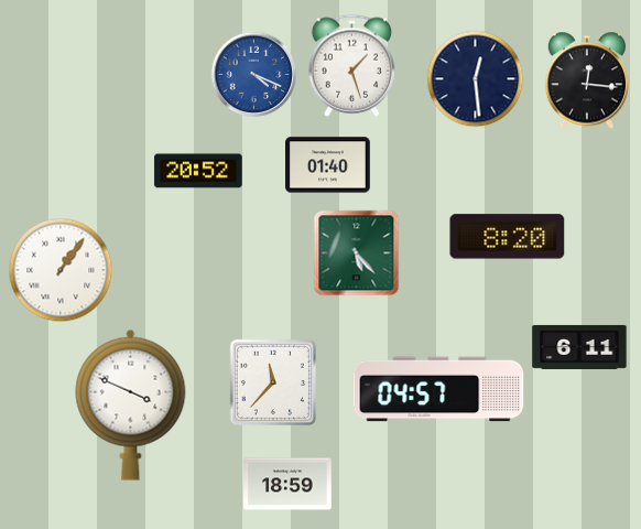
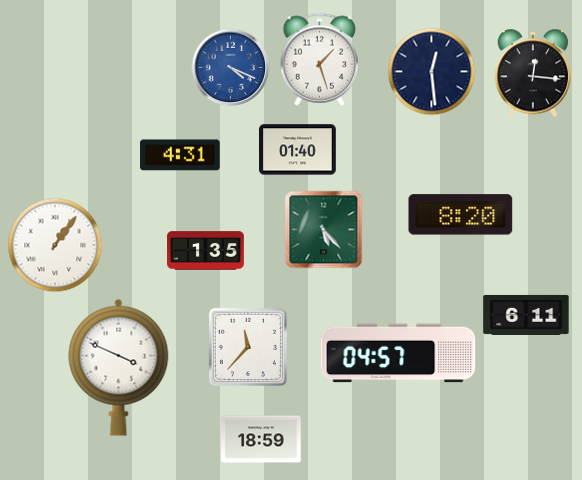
clock at (198, 171): 20:52 -> 4:31
clock at (206, 251): none -> 1:35
